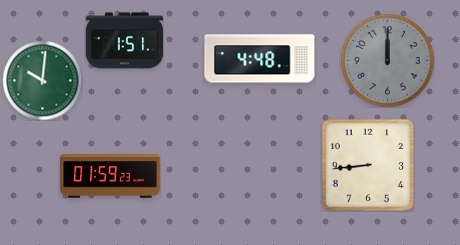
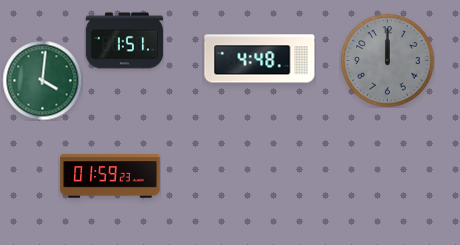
clock at (42, 80): 10:01 -> 4:01
clock at (368, 165): 8:44 -> none
